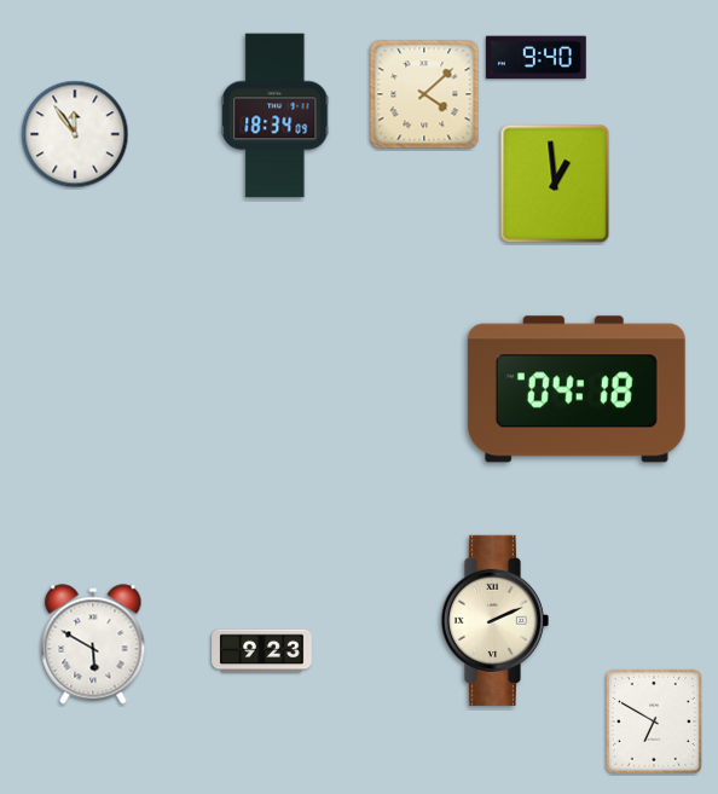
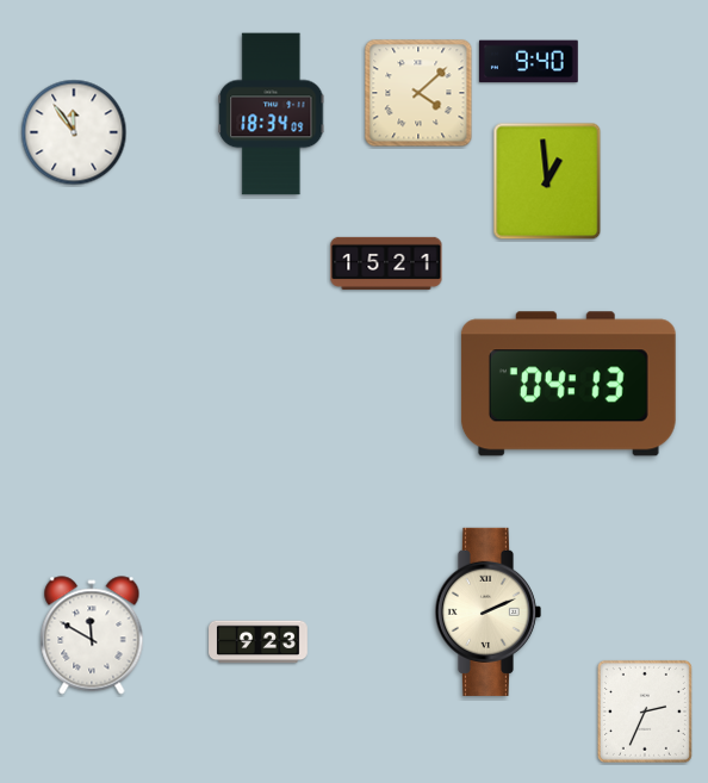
clock at (535, 58) position: (535, 58) -> (528, 62)
clock at (386, 263): none -> 15:21
clock at (577, 389): 04:18 -> 04:13
clock at (93, 644): 5:50 -> 11:50
clock at (654, 721): 6:50 -> 2:34
